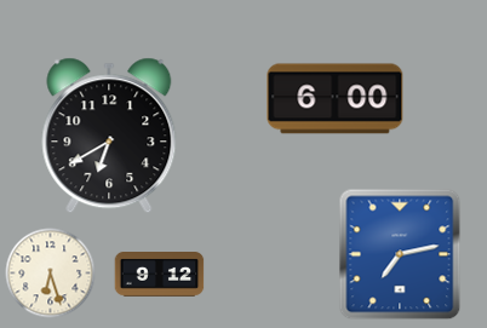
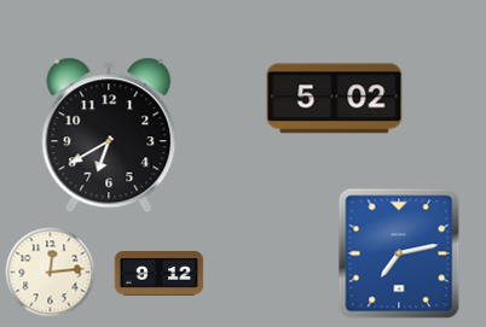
clock at (336, 99): 6:00 -> 5:02
clock at (51, 274): 6:27 -> 12:14
